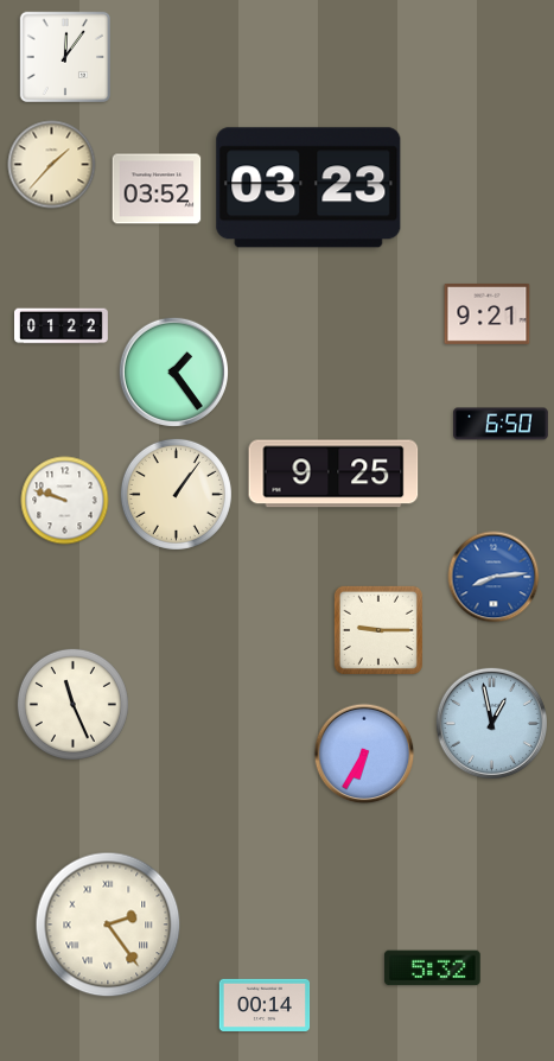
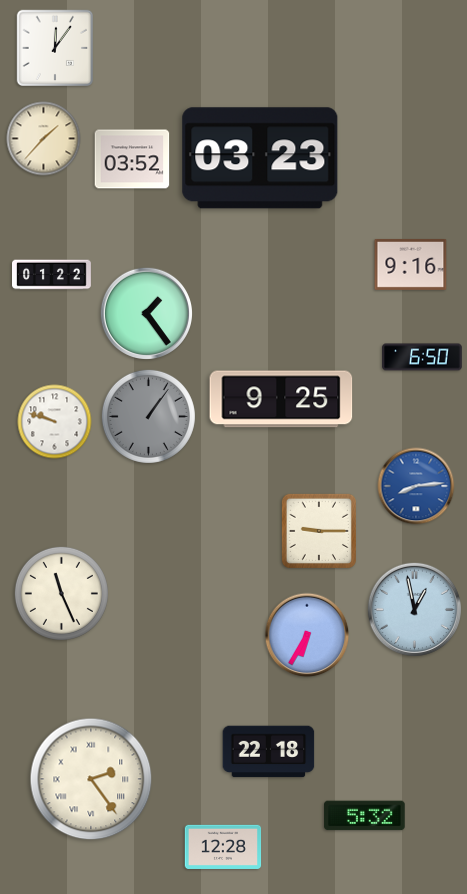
clock at (488, 313): 9:21 -> 9:16
clock at (176, 494) dial: cream -> grey
clock at (269, 752): none -> 22:18
clock at (265, 1004): 00:14 -> 12:28
